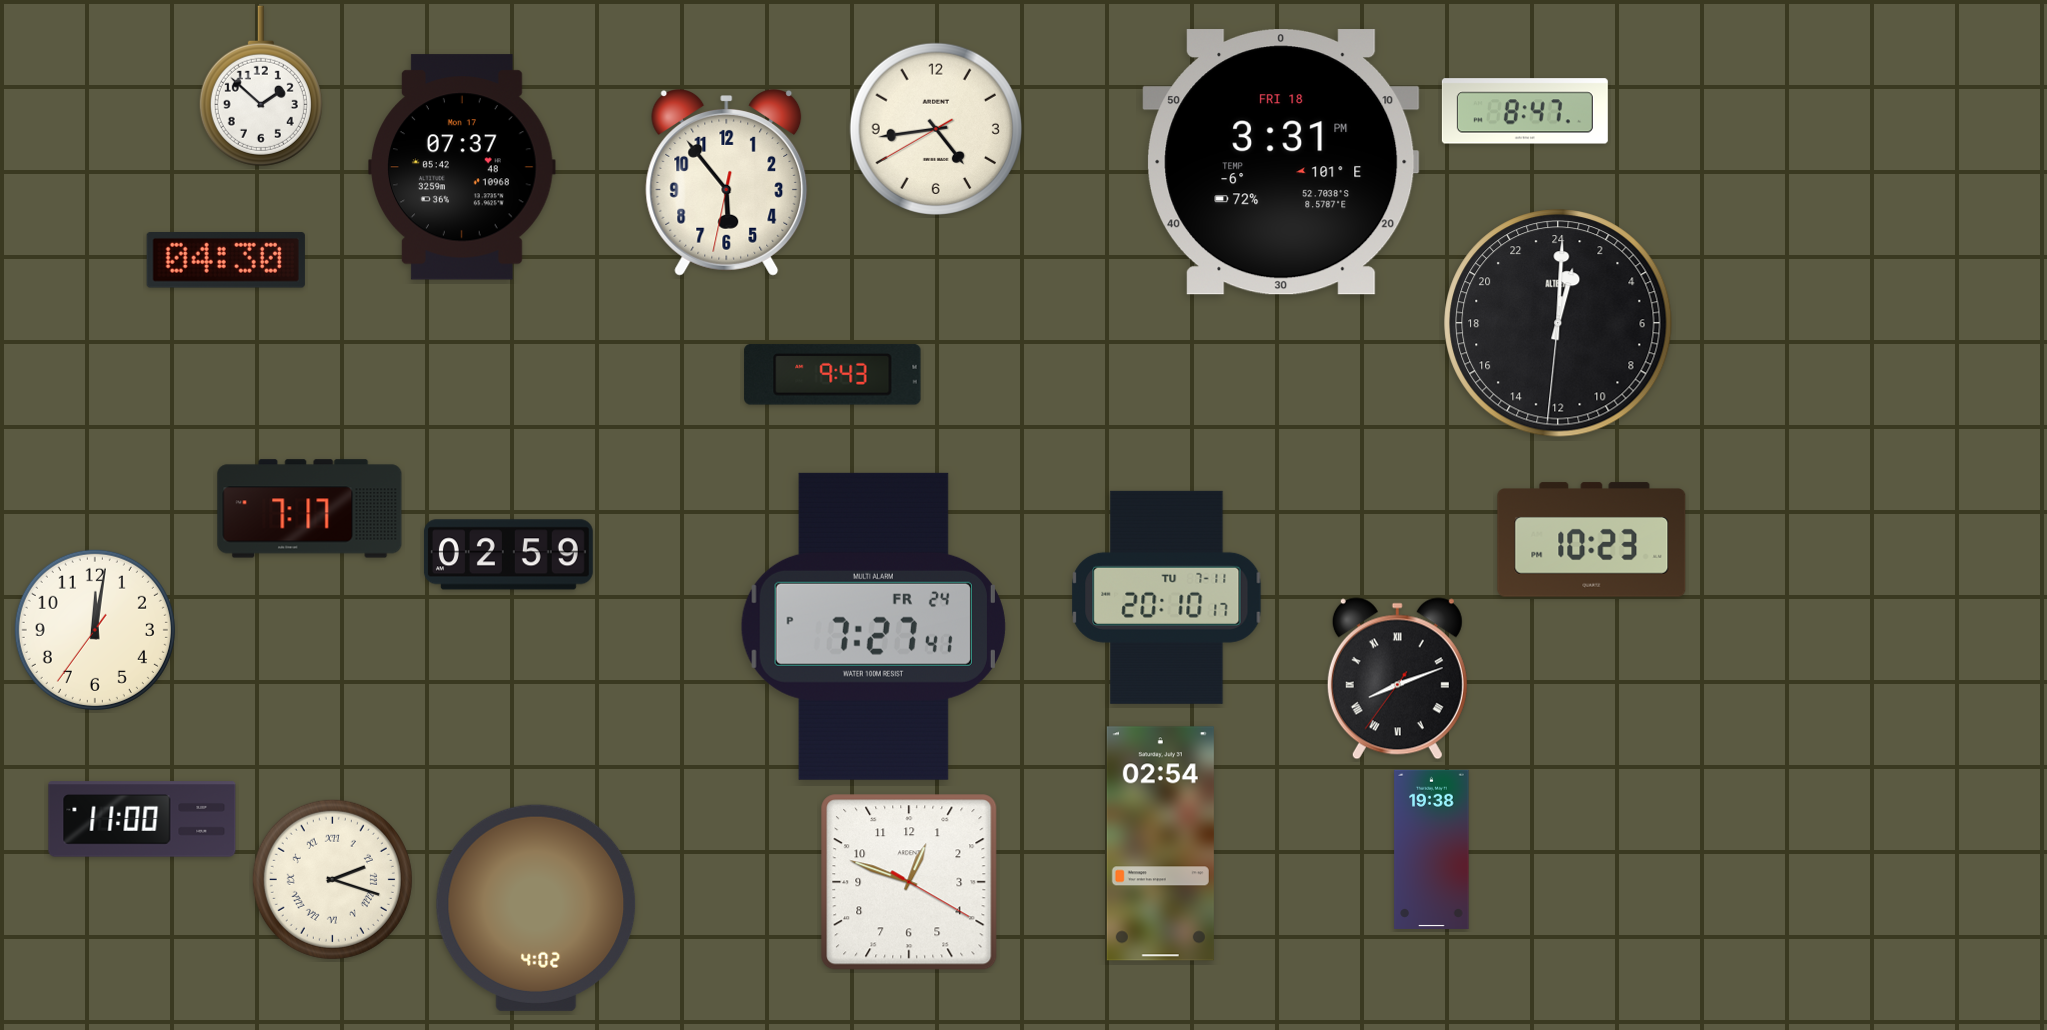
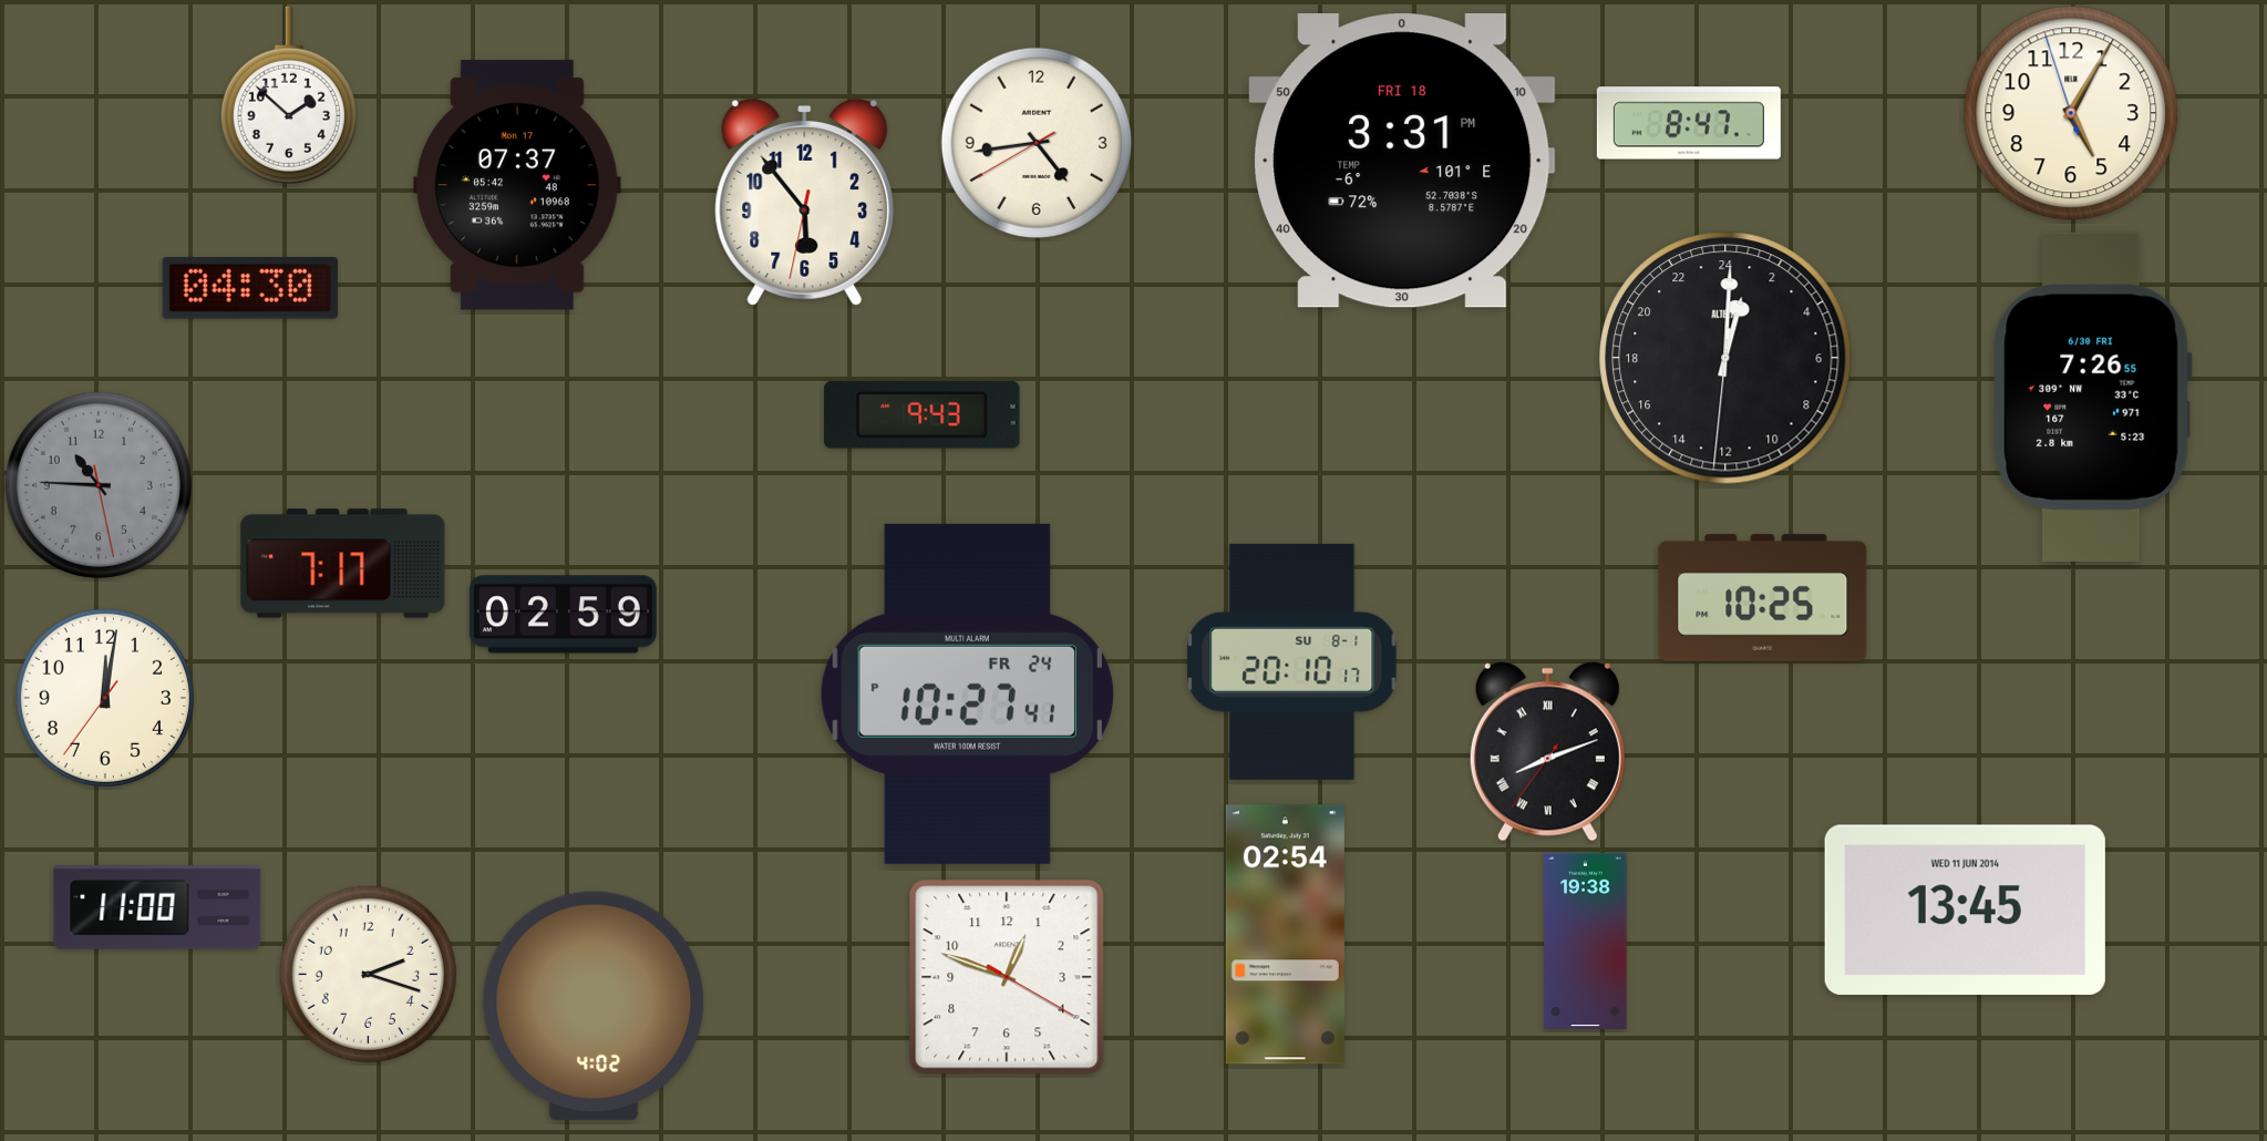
clock at (2071, 113): none -> 5:04
clock at (1281, 162) position: (1281, 162) -> (1402, 161)
clock at (462, 167) position: (462, 167) -> (517, 185)
clock at (2092, 397): none -> 7:26
clock at (99, 485): none -> 10:45
clock at (1592, 540): 10:23 -> 10:25
clock at (1167, 597) date: TU 7-11 -> SU 8-1
clock at (873, 626): 7:27 -> 10:27
clock at (1965, 909): none -> 13:45
clock at (332, 879) numerals: Roman -> Arabic
